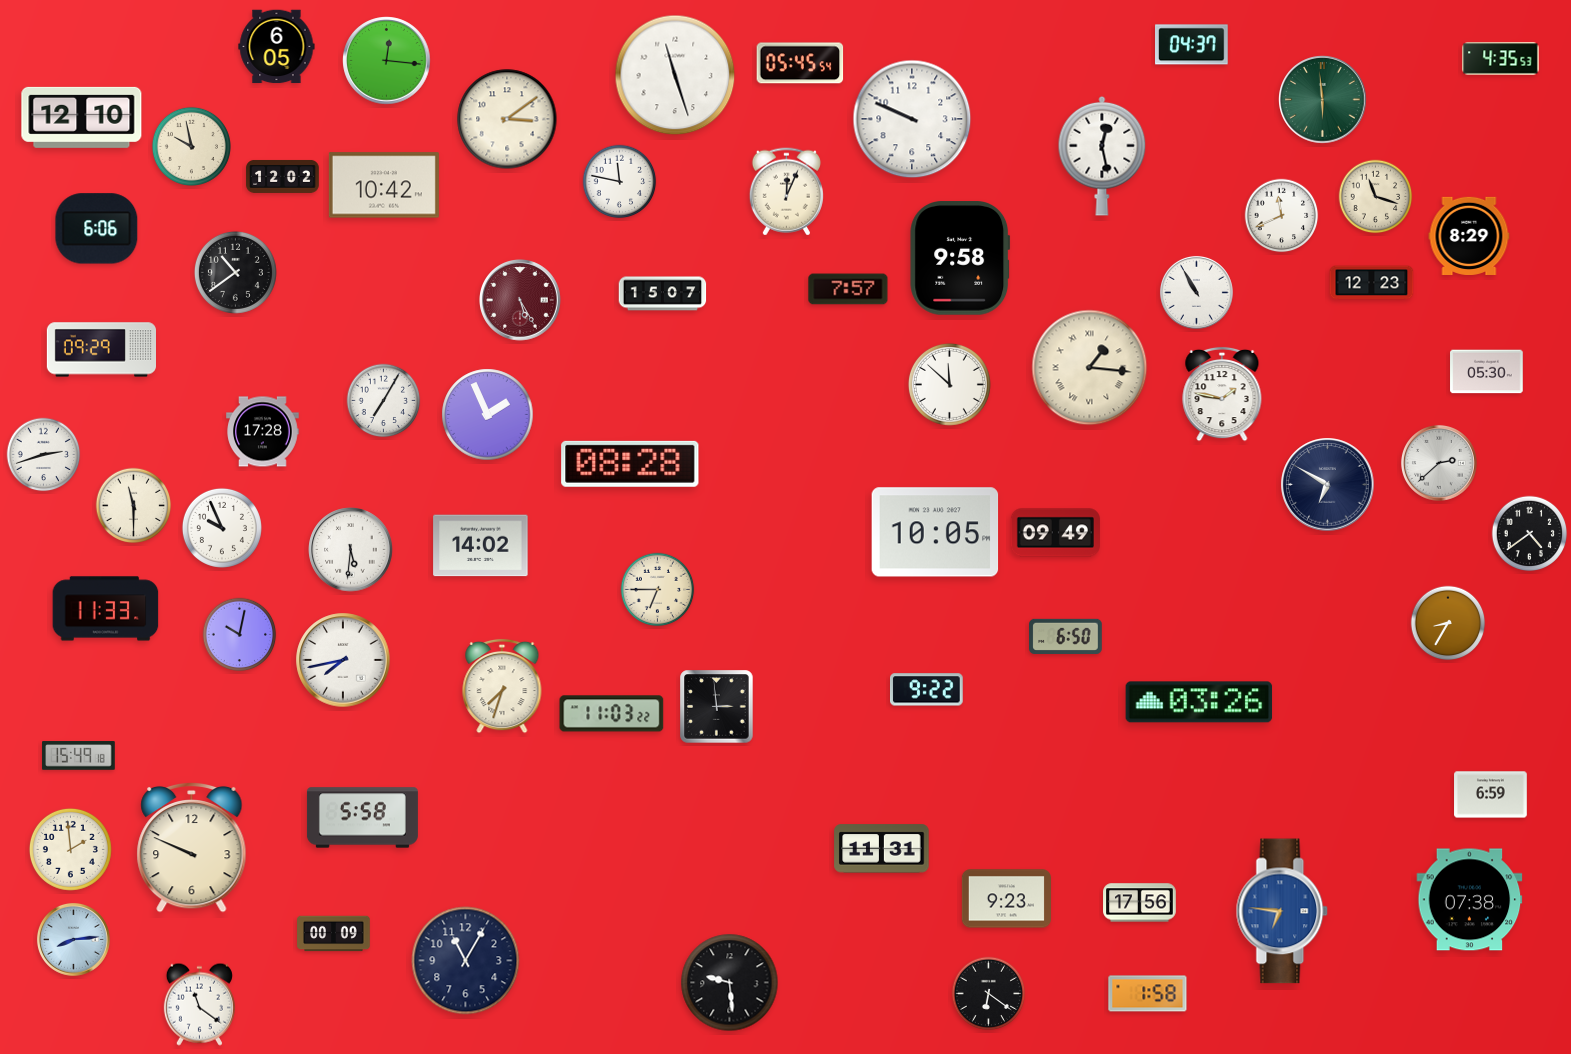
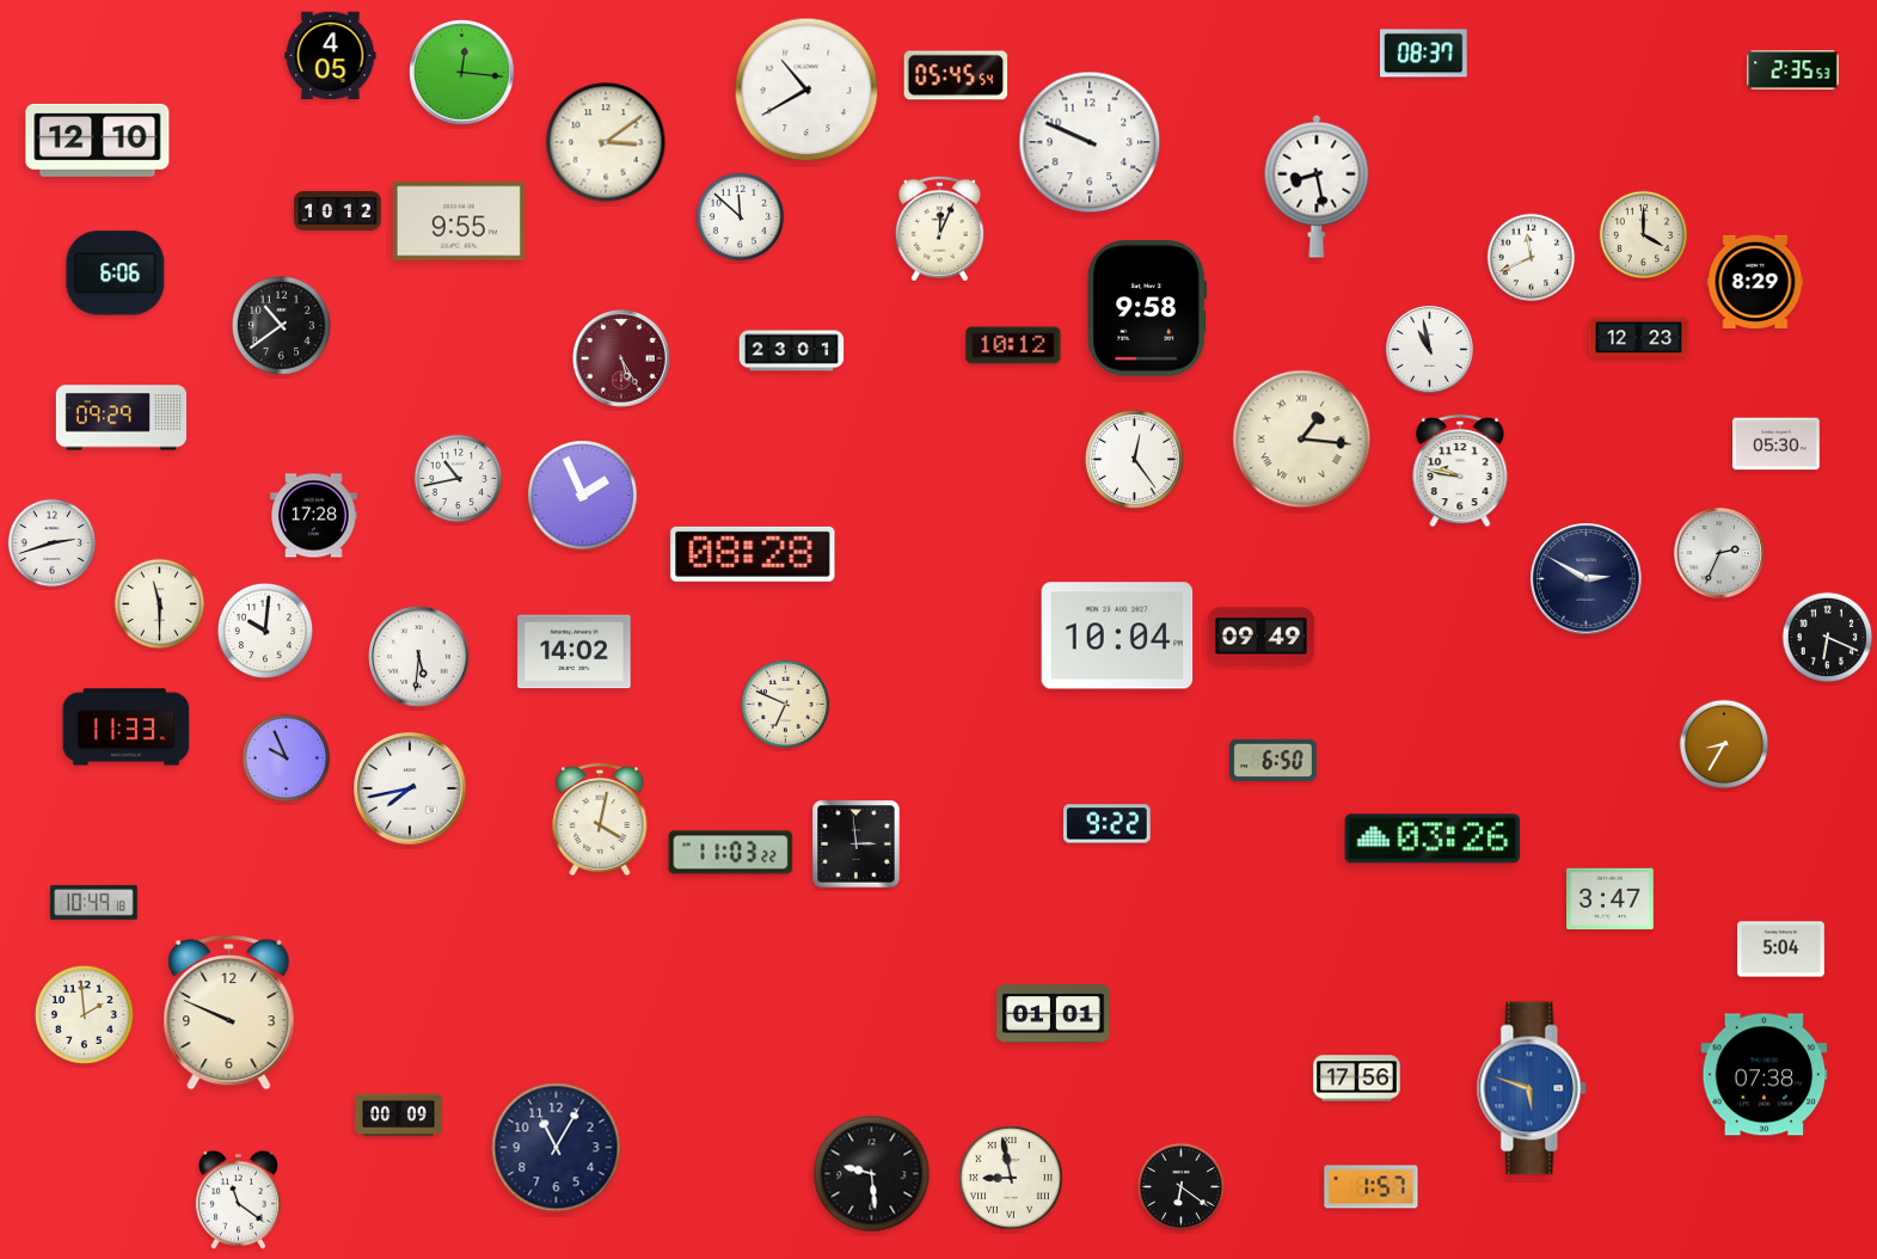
clock at (1192, 45): 04:37 -> 08:37
clock at (277, 47): 6:05 -> 4:05
clock at (1501, 59): 4:35 -> 2:35
clock at (675, 75): 11:27 -> 10:40
clock at (1323, 100): 5:59 -> none
clock at (191, 146): 9:58 -> none
clock at (1102, 156): 12:28 -> 8:28
clock at (283, 177): 12:02 -> 10:12
clock at (620, 182): 11:47 -> 11:52
clock at (384, 185): 10:42 -> 9:55
clock at (1376, 197): 11:18 -> 4:00
clock at (848, 289): 7:57 -> 10:12
clock at (1196, 292): 10:55 -> 10:58
clock at (663, 294): 15:07 -> 23:01
clock at (949, 384): 11:52 -> 12:24
clock at (1222, 394): 1:47 -> 9:47
clock at (384, 401): 7:05 -> 10:43
clock at (1439, 463): 2:38 -> 2:34
clock at (1328, 485): 6:50 -> 2:50
clock at (222, 528): 9:56 -> 10:01
clock at (935, 532): 10:05 -> 10:04
clock at (1530, 534): 4:39 -> 6:19
clock at (658, 590): 6:45 -> 6:49
clock at (1448, 623) position: (1448, 623) -> (1724, 744)
clock at (240, 635): 10:02 -> 9:56
clock at (502, 686): 7:33 -> 4:02
clock at (1611, 899): none -> 3:47
clock at (79, 756): 15:49 -> 10:49
clock at (1491, 795): 6:59 -> 5:04
clock at (362, 818): 5:58 -> none
clock at (882, 849): 11:31 -> 01:01
clock at (1006, 899): 9:23 -> none
clock at (1470, 900) position: (1470, 900) -> (1765, 1075)
clock at (1140, 903) position: (1140, 903) -> (1357, 1079)
clock at (1282, 911): 6:46 -> 5:48
clock at (73, 939): 8:14 -> none
clock at (1011, 1178): none -> 8:58
clock at (1148, 994): 1:58 -> 1:57
